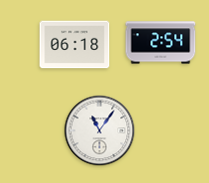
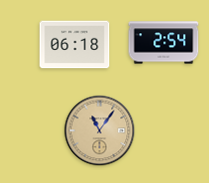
clock at (161, 43) position: (161, 43) -> (164, 43)
clock at (100, 131) dial: white -> champagne
